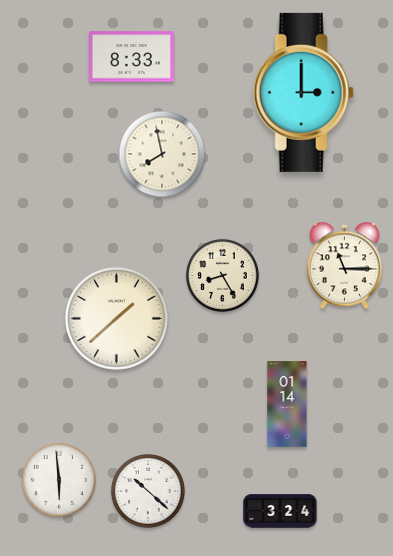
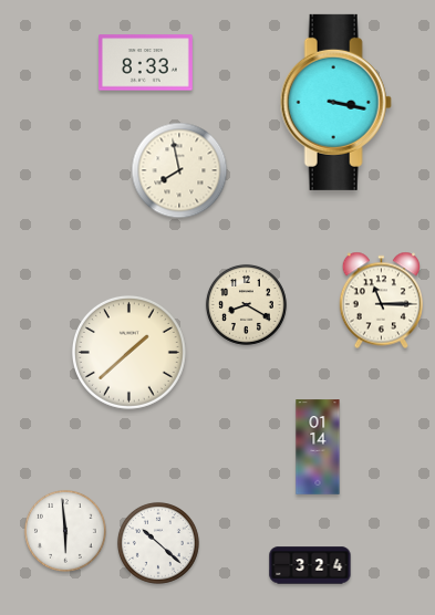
clock at (303, 92): 3:00 -> 3:17
clock at (345, 266) position: (345, 266) -> (382, 301)
clock at (222, 275): 8:25 -> 8:20
clock at (148, 491) position: (148, 491) -> (158, 543)
